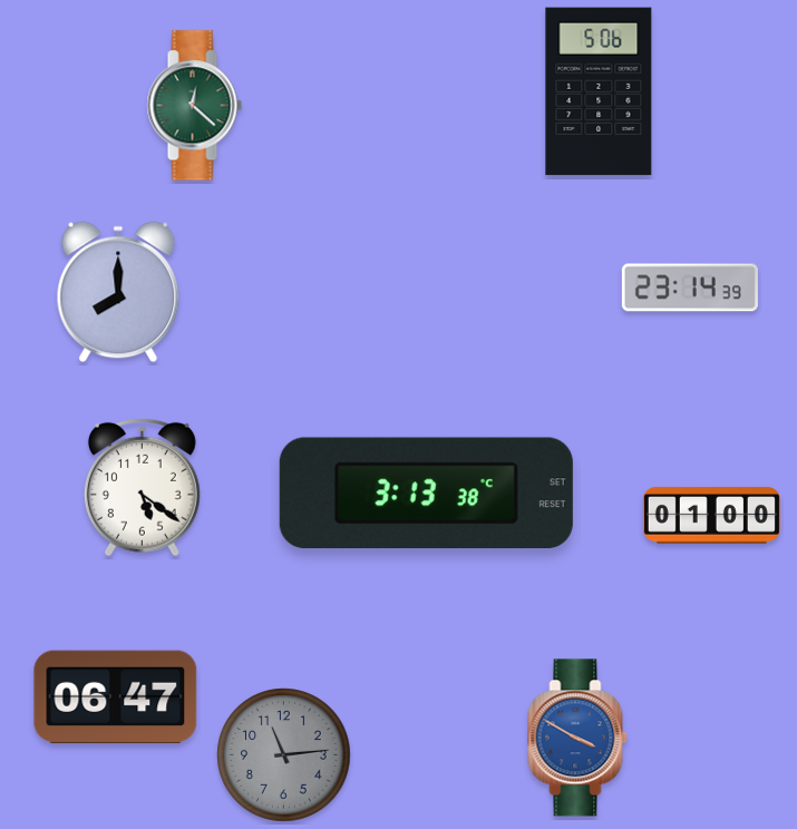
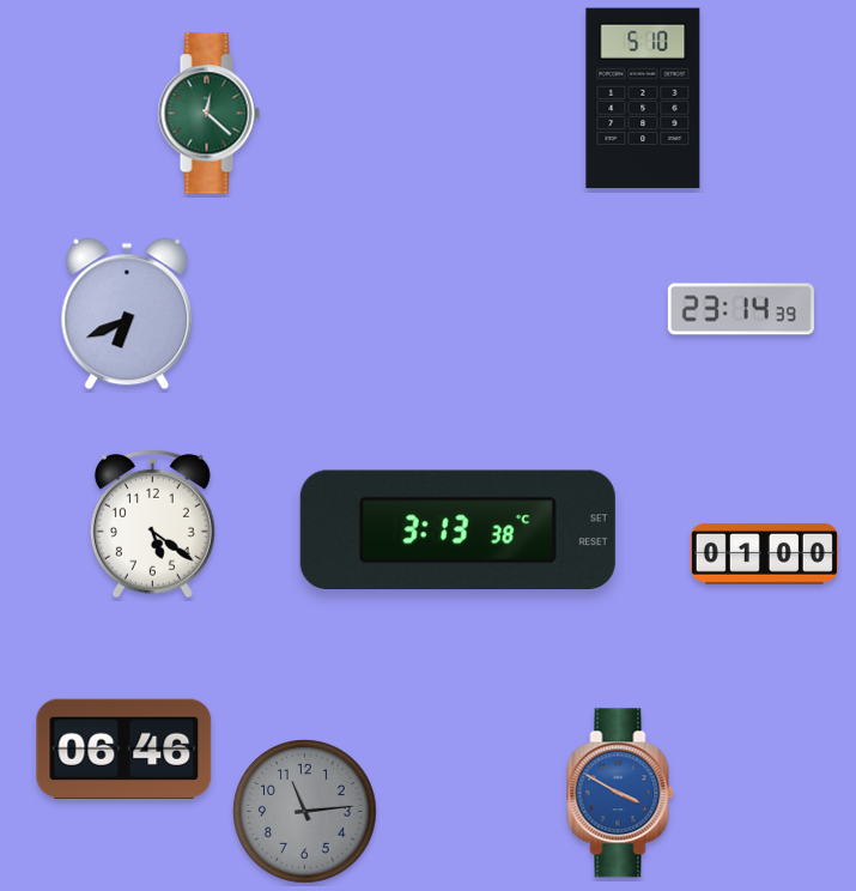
clock at (599, 91): 5:06 -> 5:10
clock at (118, 292): 8:00 -> 6:41
clock at (116, 696): 06:47 -> 06:46
